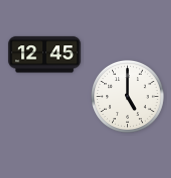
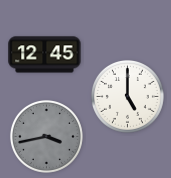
clock at (46, 136): none -> 3:43
